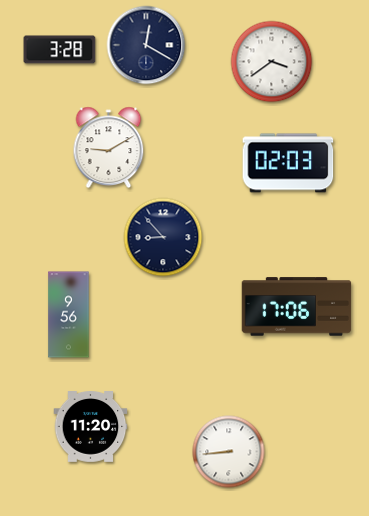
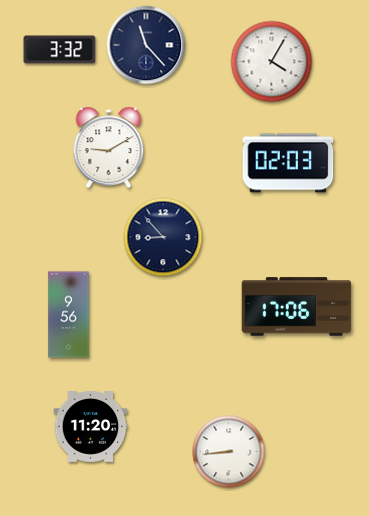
clock at (146, 45): 12:20 -> 11:23
clock at (60, 50): 3:28 -> 3:32
clock at (272, 62): 3:39 -> 4:05
